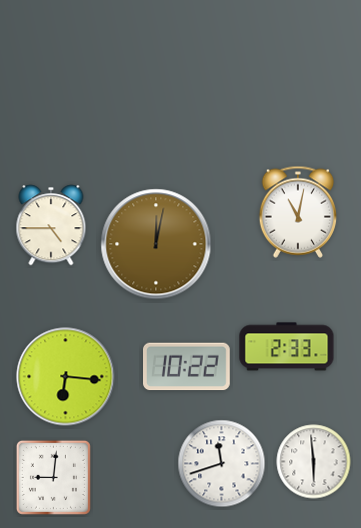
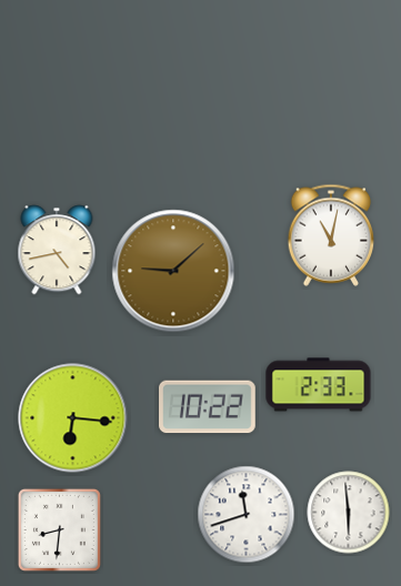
clock at (51, 225): 4:45 -> 4:43
clock at (156, 244): 12:02 -> 9:08
clock at (53, 477): 9:01 -> 8:31
